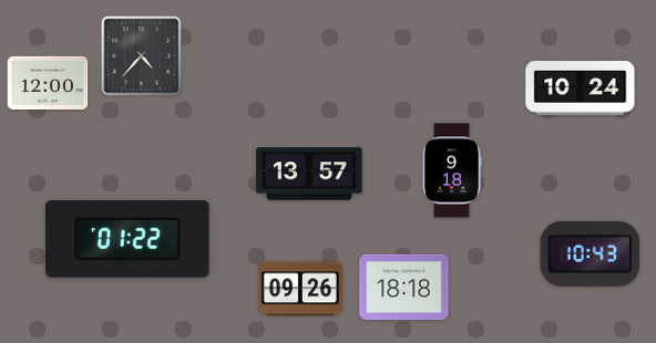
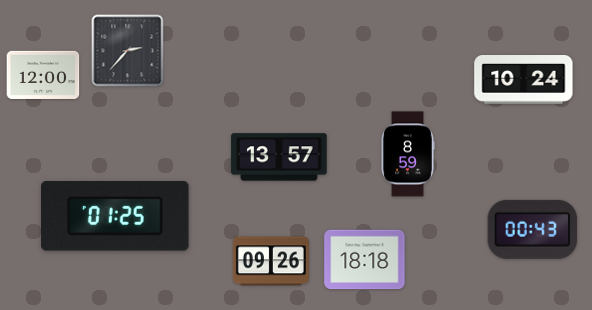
clock at (142, 56): 4:37 -> 2:37
clock at (452, 170): 9:18 -> 8:59
clock at (127, 240): 01:22 -> 01:25
clock at (591, 253): 10:43 -> 00:43
